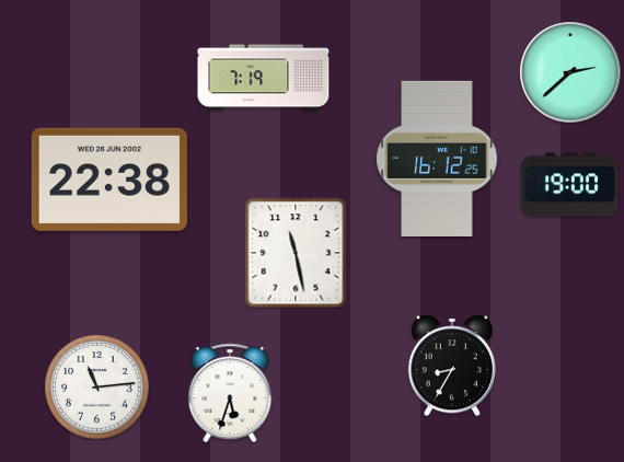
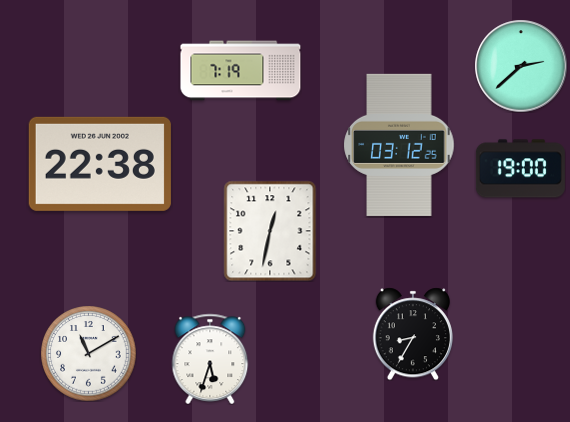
clock at (437, 159): 16:12 -> 03:12
clock at (296, 253): 11:28 -> 12:32
clock at (96, 386): 11:14 -> 11:10
